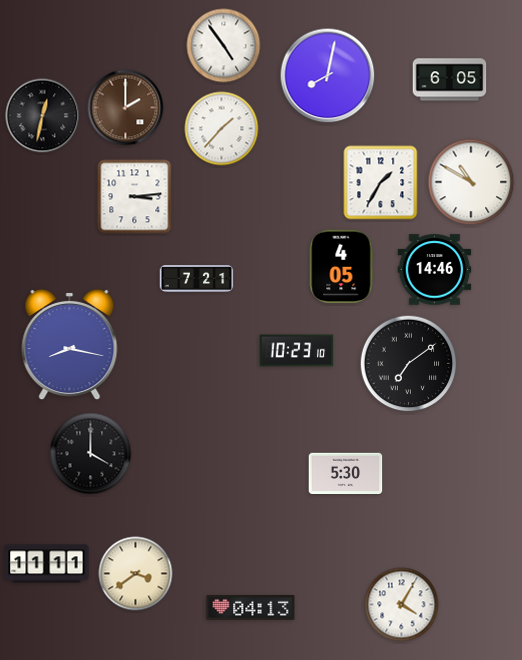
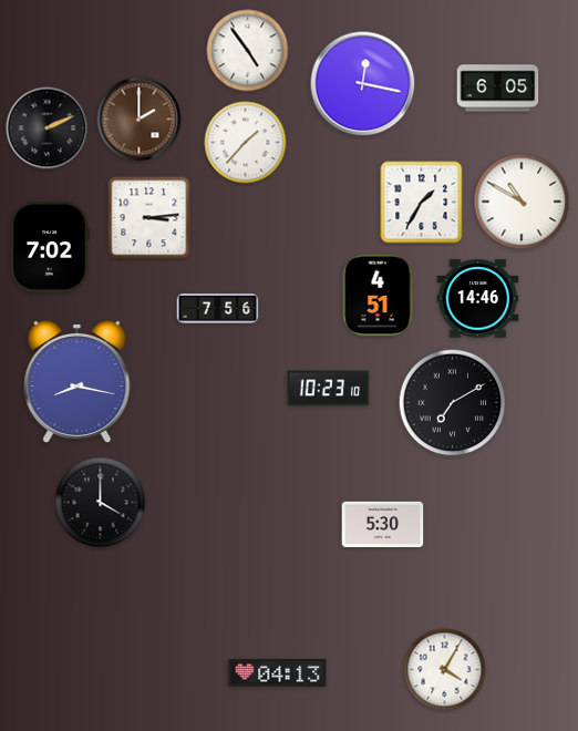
clock at (328, 76): 8:02 -> 12:17
clock at (43, 116): 12:32 -> 2:11
clock at (50, 247): none -> 7:02
clock at (341, 267): 4:05 -> 4:51
clock at (435, 270) position: (435, 270) -> (478, 299)
clock at (197, 279): 7:21 -> 7:56
clock at (409, 364): 7:09 -> 7:10
clock at (47, 564): 11:11 -> none
clock at (136, 574): 3:39 -> none
